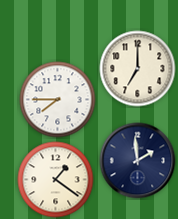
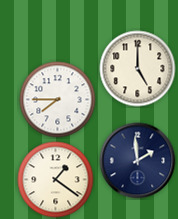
clock at (138, 69): 7:00 -> 5:00
